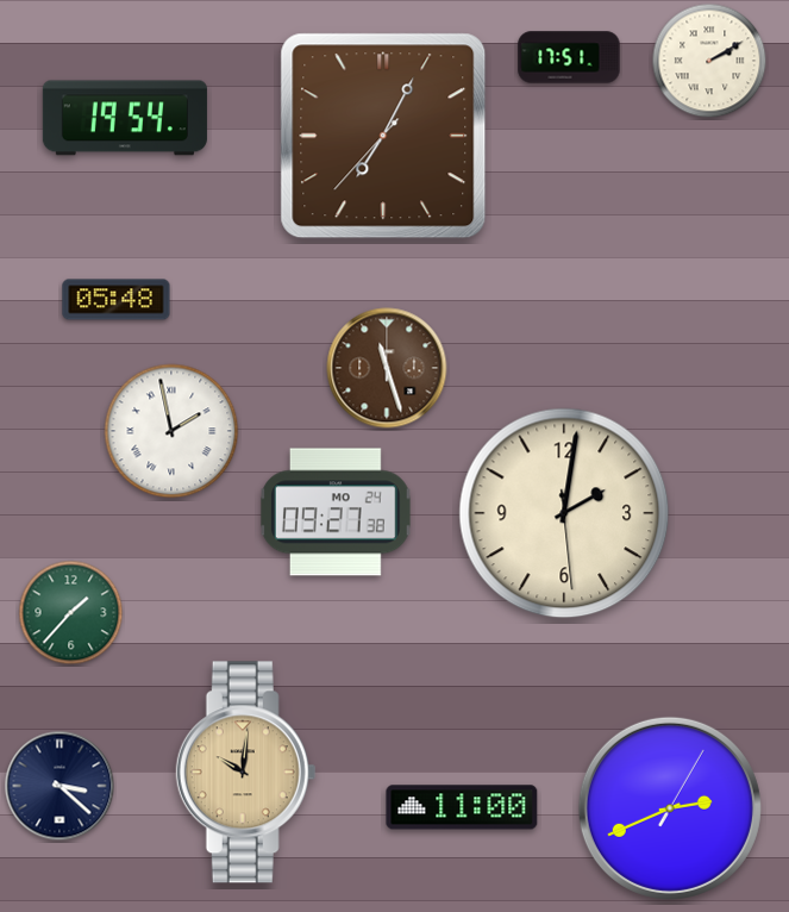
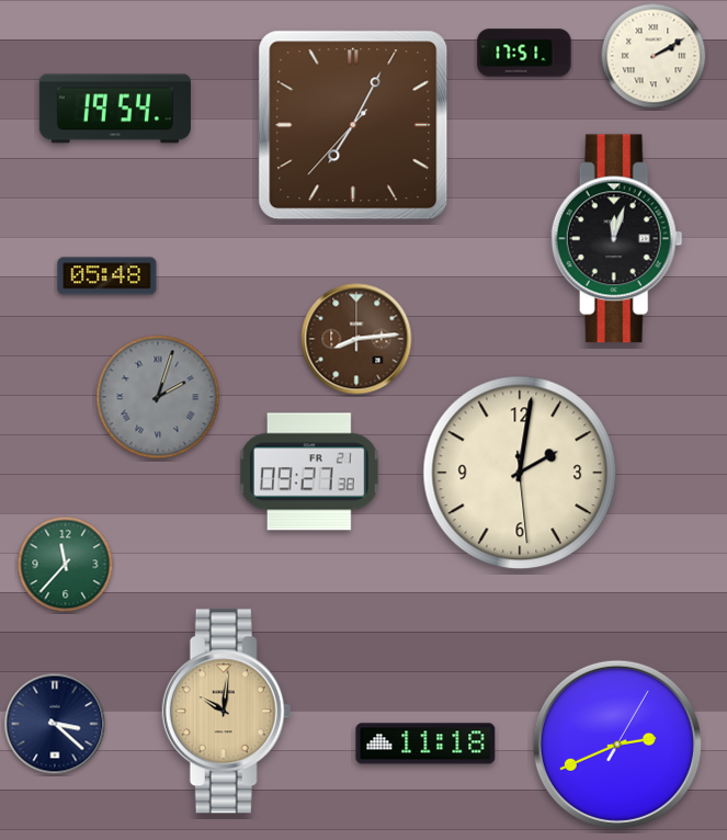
clock at (616, 239): none -> 12:03
clock at (387, 368): 11:27 -> 8:14
clock at (171, 431): 1:58 -> 2:03
clock at (171, 431) dial: white -> grey
clock at (337, 512) date: MO 24 -> FR 21
clock at (71, 613): 1:37 -> 11:37
clock at (462, 807): 11:00 -> 11:18
